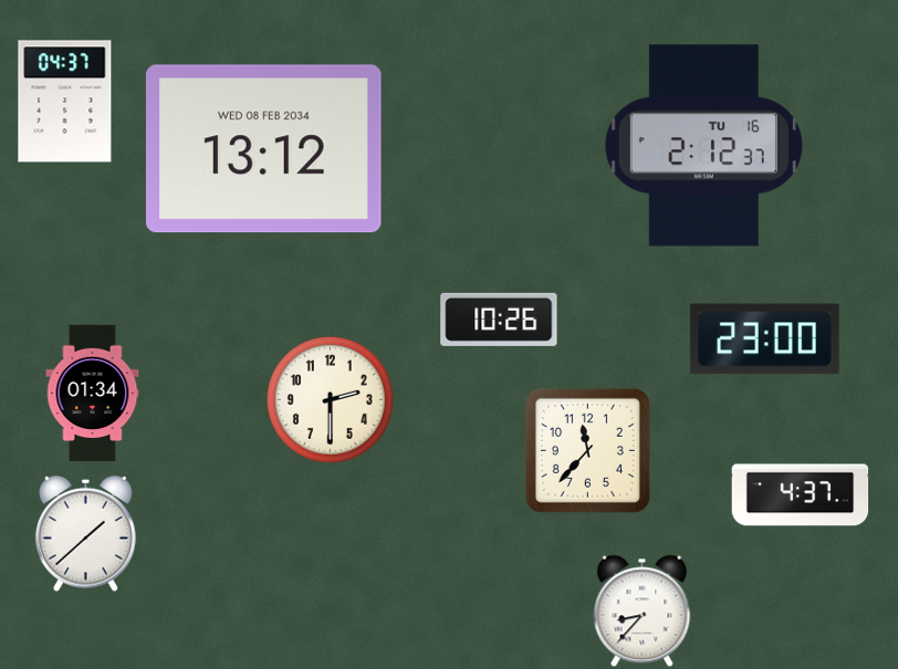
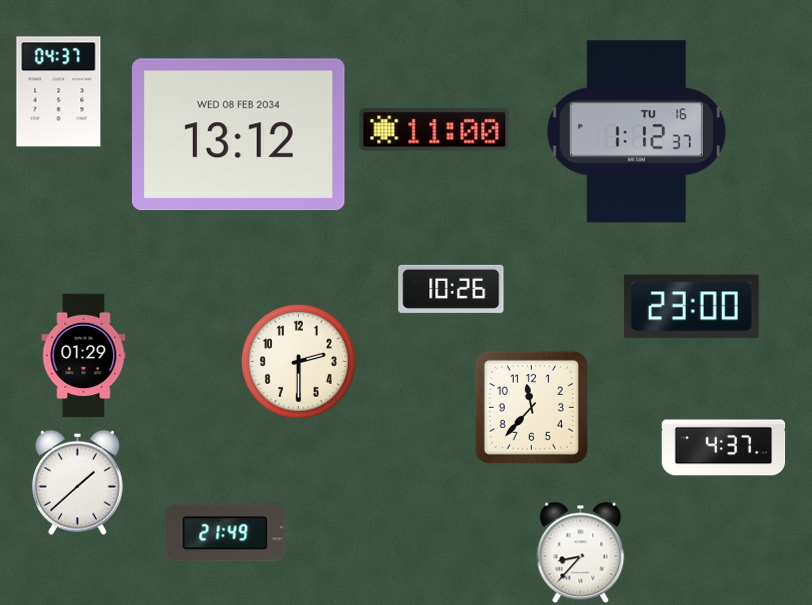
clock at (435, 130): none -> 11:00
clock at (703, 146): 2:12 -> 1:12
clock at (93, 394): 01:34 -> 01:29
clock at (225, 533): none -> 21:49
